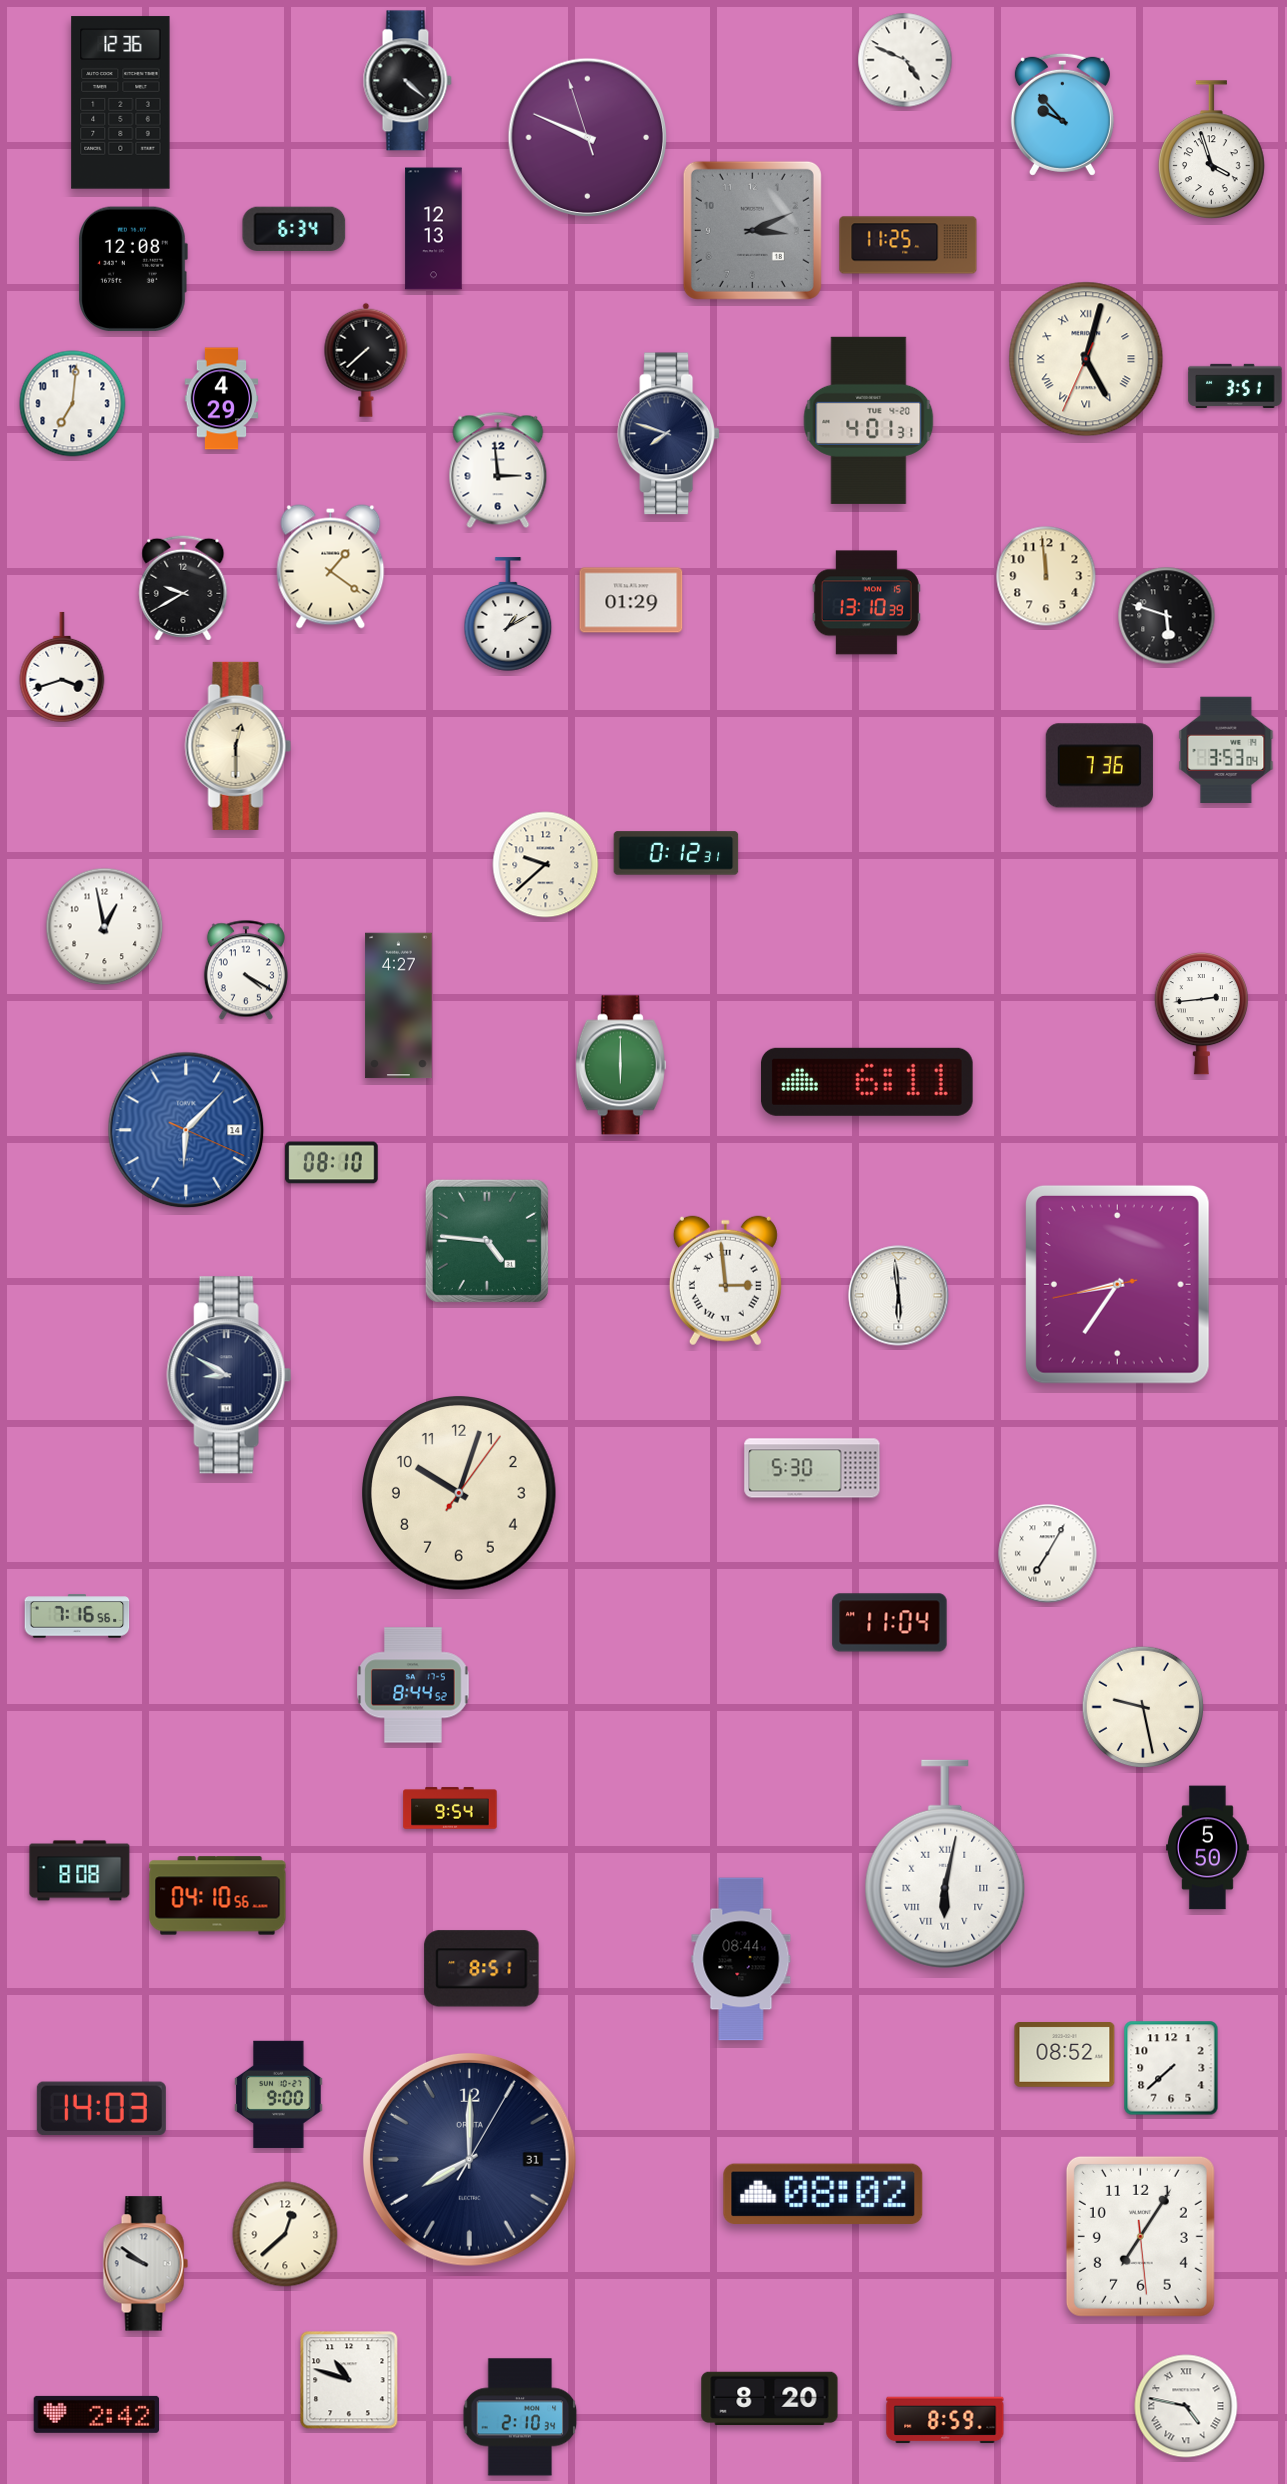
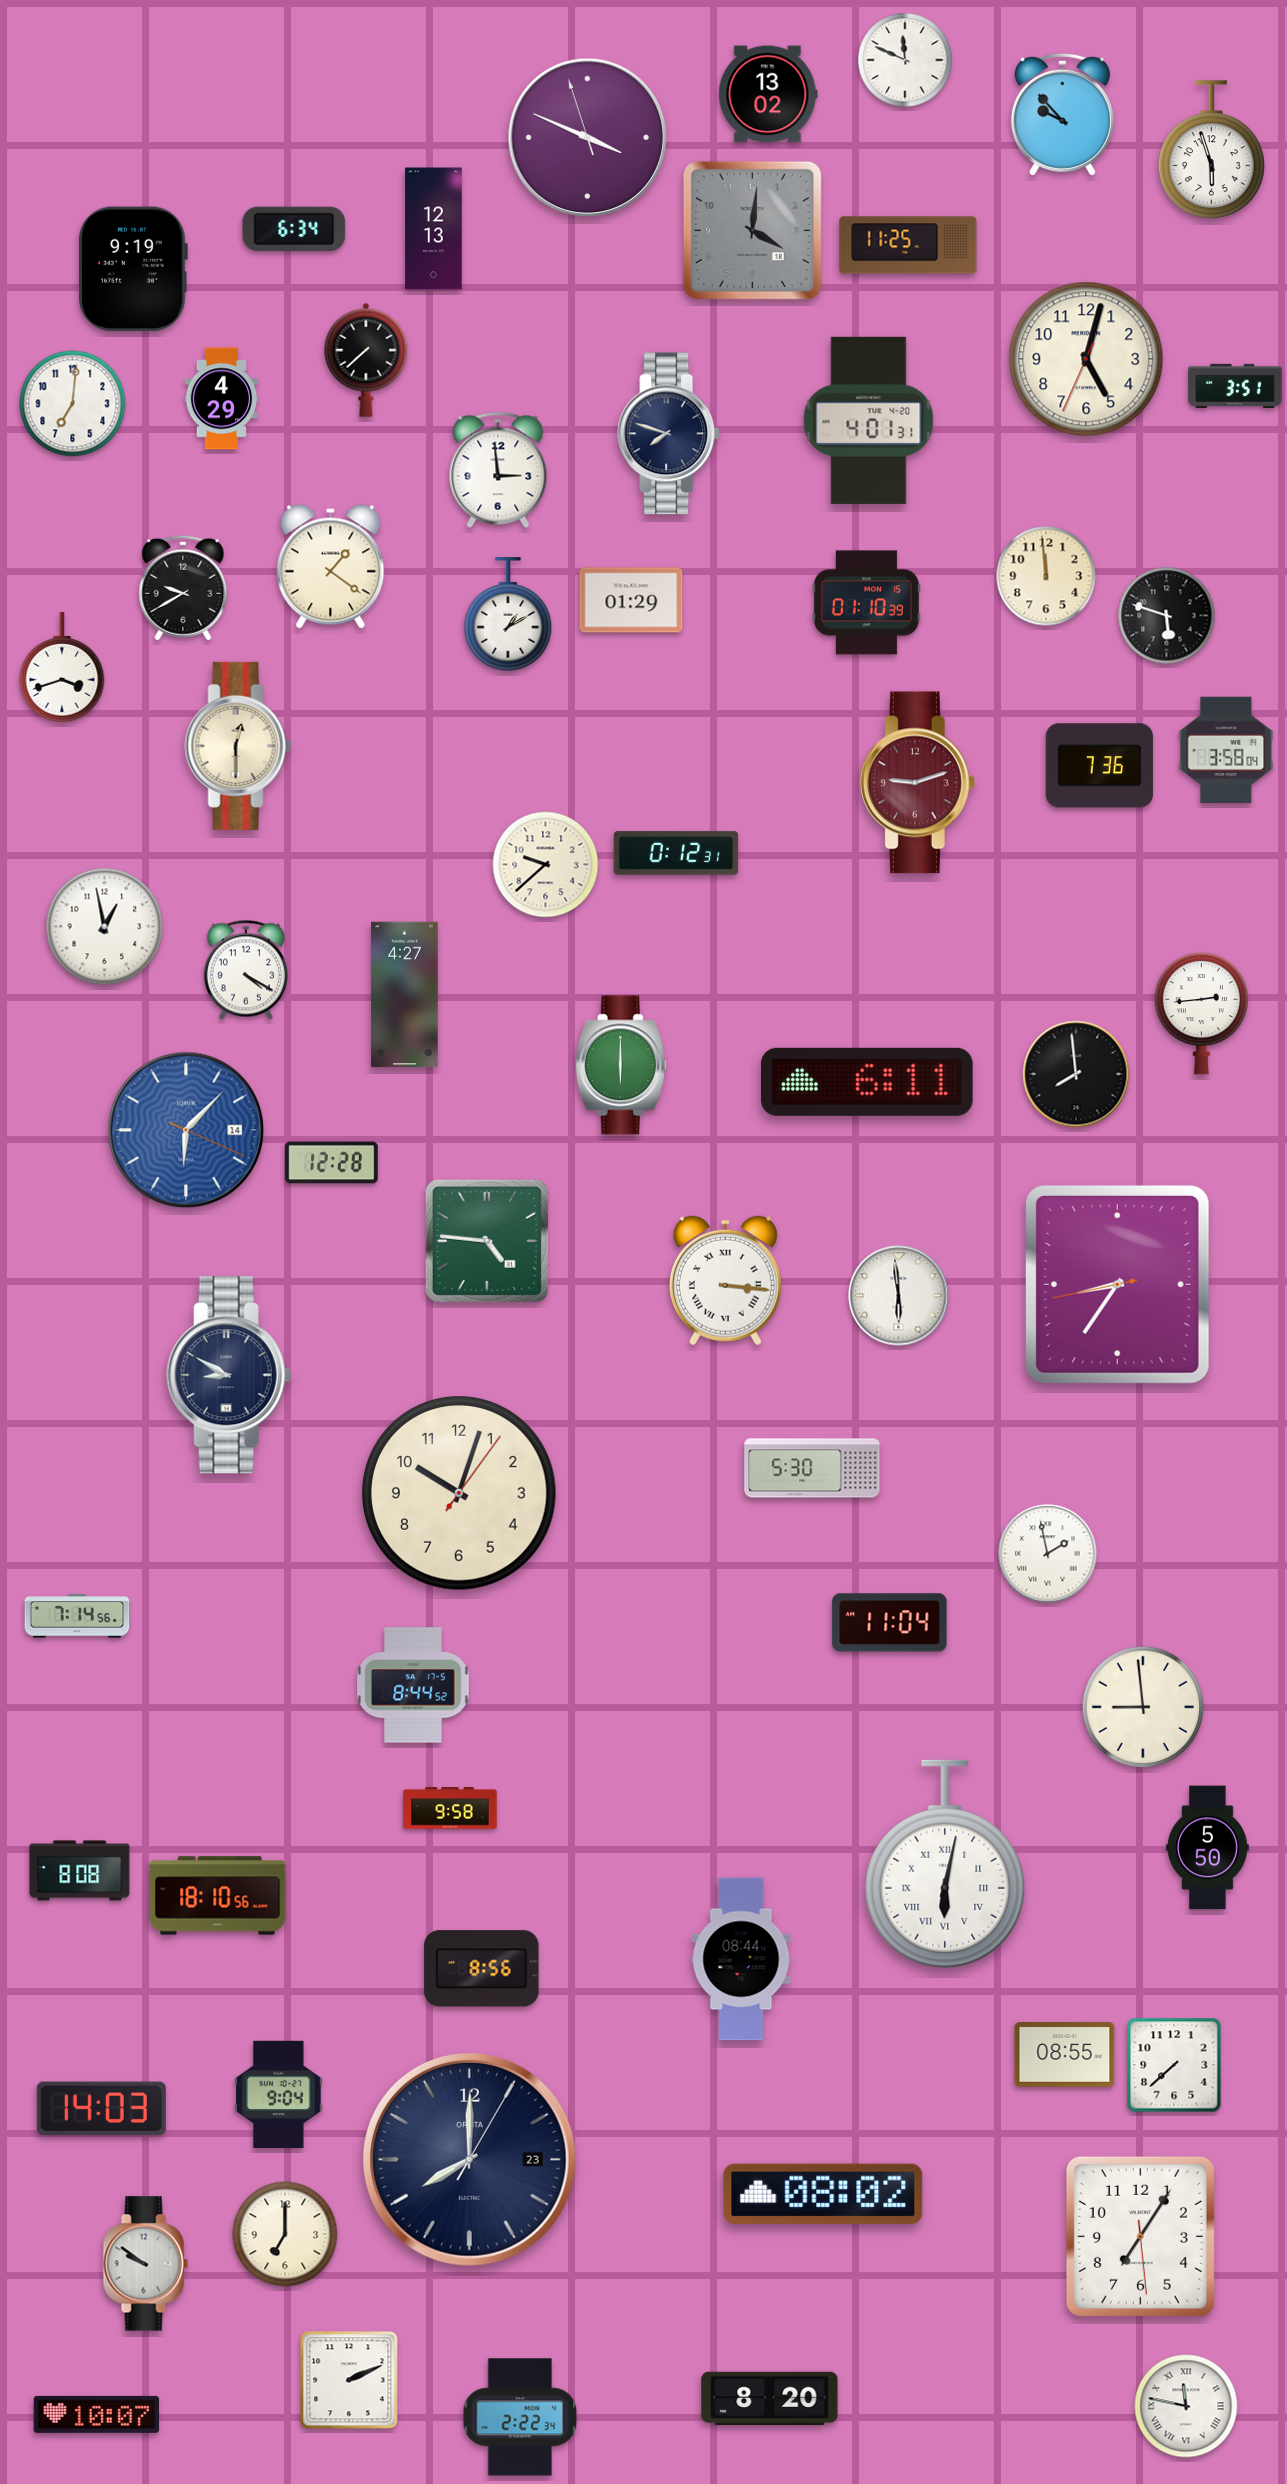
clock at (905, 60): 4:49 -> 11:49
clock at (407, 81): 4:22 -> none
clock at (768, 94): none -> 13:02
clock at (121, 103): 12:36 -> none
clock at (588, 138): 9:48 -> 3:48
clock at (1211, 149): 3:57 -> 5:57
clock at (752, 230): 3:11 -> 4:01
clock at (133, 269): 12:08 -> 9:19
clock at (1086, 359) numerals: Roman -> Arabic
clock at (866, 603): 13:10 -> 01:10
clock at (1226, 750): 3:53 -> 3:58
clock at (917, 783): none -> 9:12
clock at (399, 1006) position: (399, 1006) -> (405, 995)
clock at (1076, 1074): none -> 7:59
clock at (332, 1163): 08:10 -> 12:28
clock at (725, 1281): 2:59 -> 3:16
clock at (1048, 1554): 7:05 -> 1:58
clock at (77, 1616): 7:16 -> 7:14
clock at (1143, 1707): 9:28 -> 8:59
clock at (450, 1808): 9:54 -> 9:58
clock at (218, 1896): 04:10 -> 18:10
clock at (482, 1969): 8:51 -> 8:56
clock at (1065, 2055): 08:52 -> 08:55
clock at (1171, 2068) position: (1171, 2068) -> (1174, 2065)
clock at (279, 2094): 9:00 -> 9:04
clock at (469, 2159) date: 31 -> 23
clock at (285, 2234): 12:38 -> 7:00
clock at (349, 2380): 10:48 -> 2:11
clock at (1186, 2406): 4:47 -> 11:47
clock at (97, 2414): 2:42 -> 10:07
clock at (520, 2417): 2:10 -> 2:22
clock at (945, 2420): 8:59 -> none
